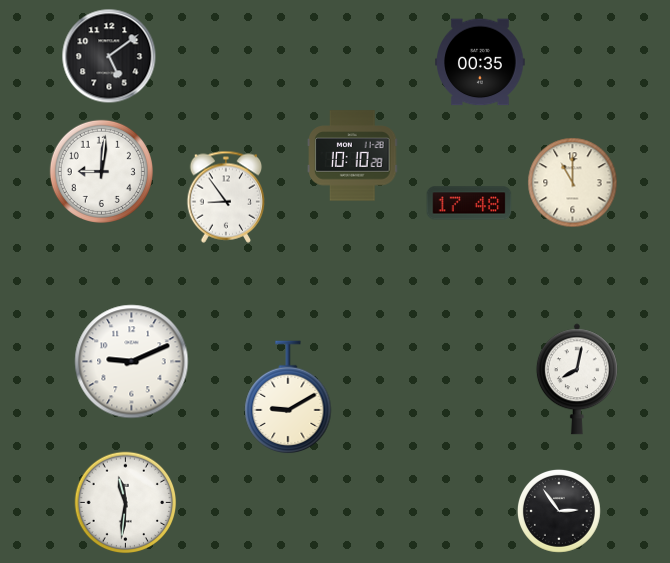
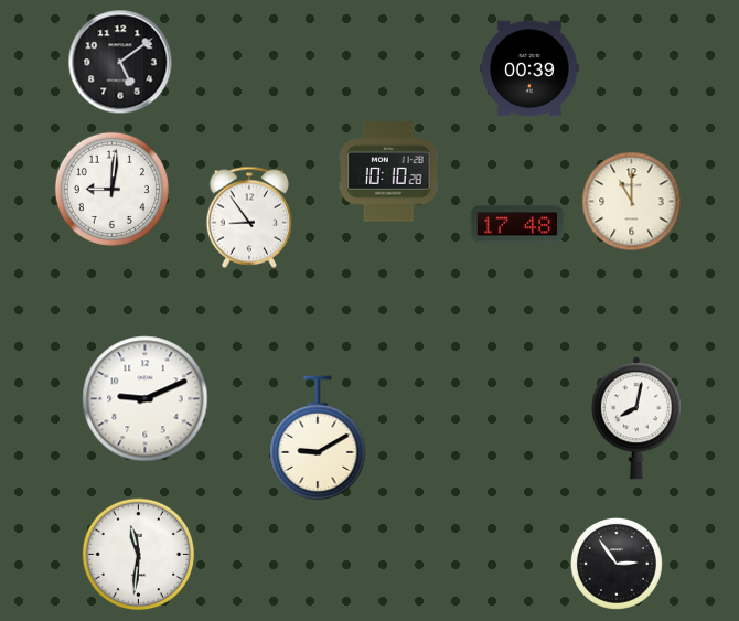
clock at (480, 62): 00:35 -> 00:39
